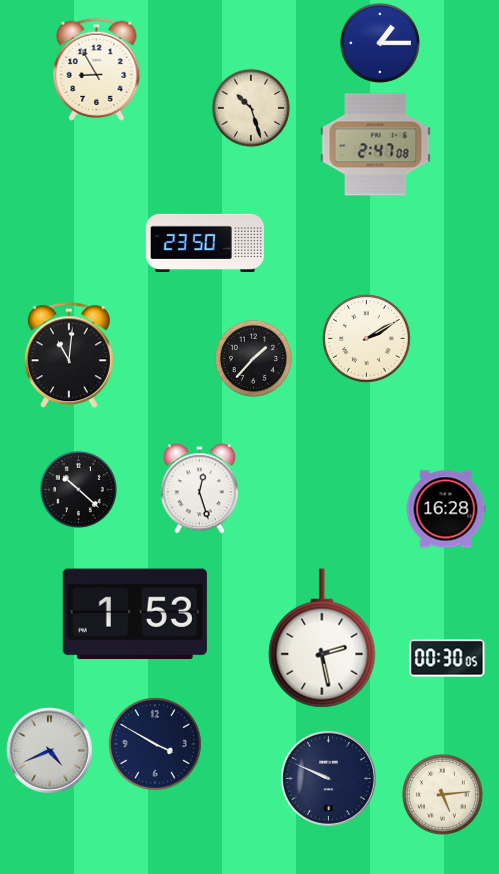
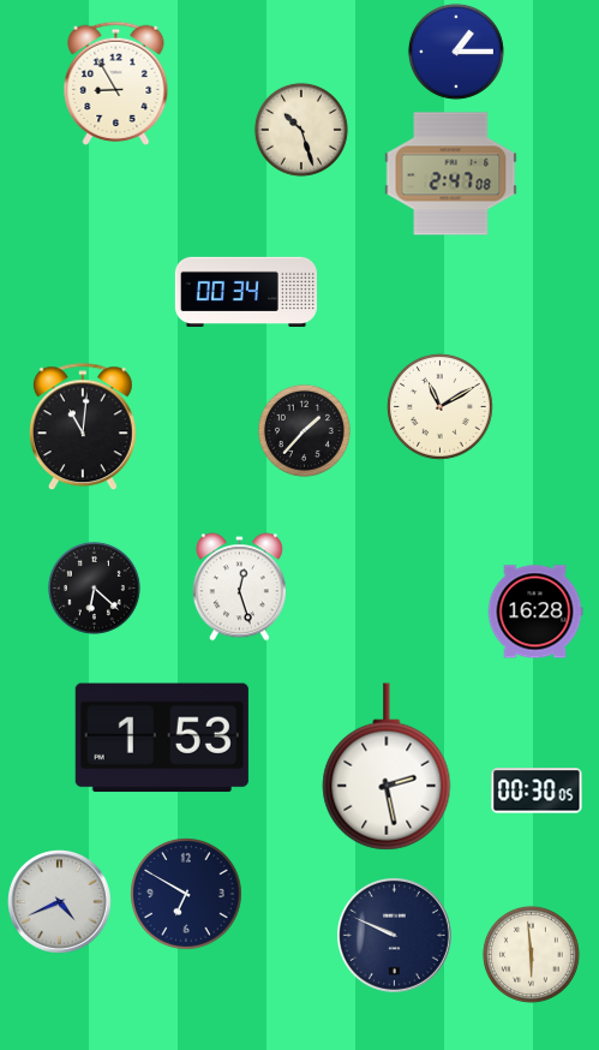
clock at (205, 242): 23:50 -> 00:34
clock at (367, 339): 2:10 -> 11:10
clock at (78, 489): 10:22 -> 6:22
clock at (156, 745): 3:50 -> 6:50
clock at (442, 794): 5:14 -> 5:59
